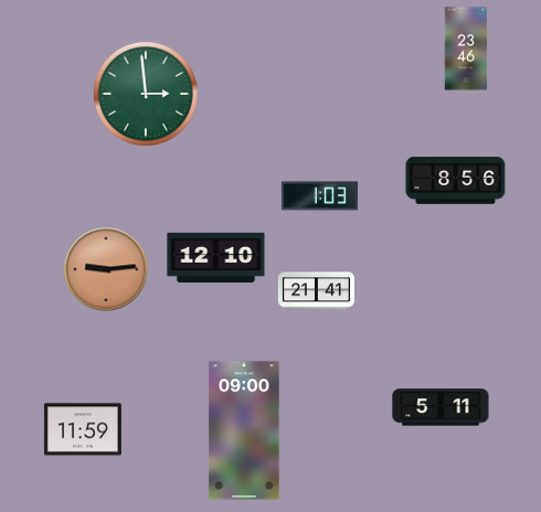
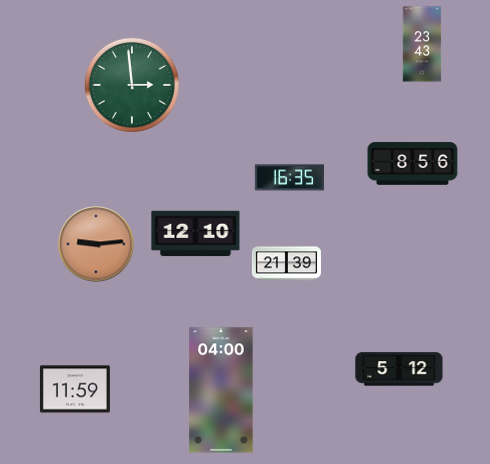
clock at (466, 49): 23:46 -> 23:43
clock at (319, 196): 1:03 -> 16:35
clock at (316, 291): 21:41 -> 21:39
clock at (441, 407): 5:11 -> 5:12
clock at (244, 430): 09:00 -> 04:00
